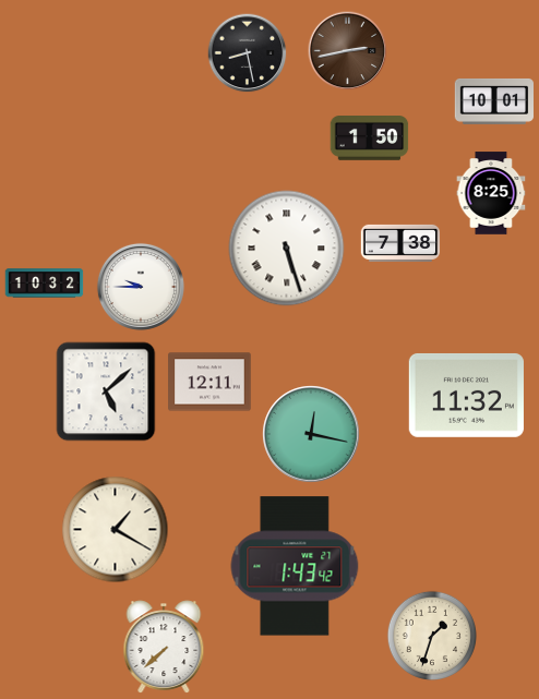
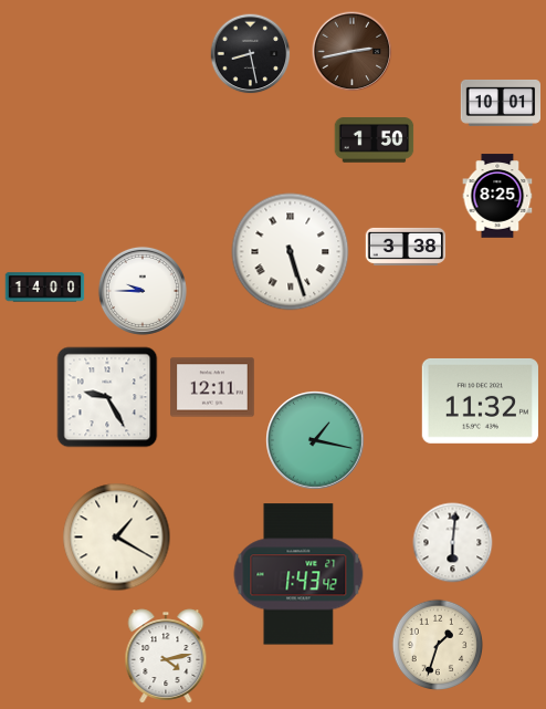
clock at (400, 243): 7:38 -> 3:38
clock at (45, 284): 10:32 -> 14:00
clock at (106, 391): 5:08 -> 9:25
clock at (466, 395) position: (466, 395) -> (480, 400)
clock at (311, 434): 12:17 -> 1:17
clock at (453, 543): none -> 6:01
clock at (164, 647): 7:38 -> 4:13
